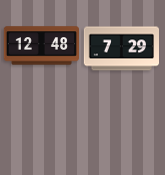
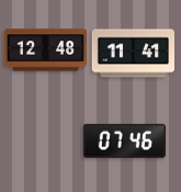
clock at (121, 49): 7:29 -> 11:41
clock at (124, 140): none -> 07:46
